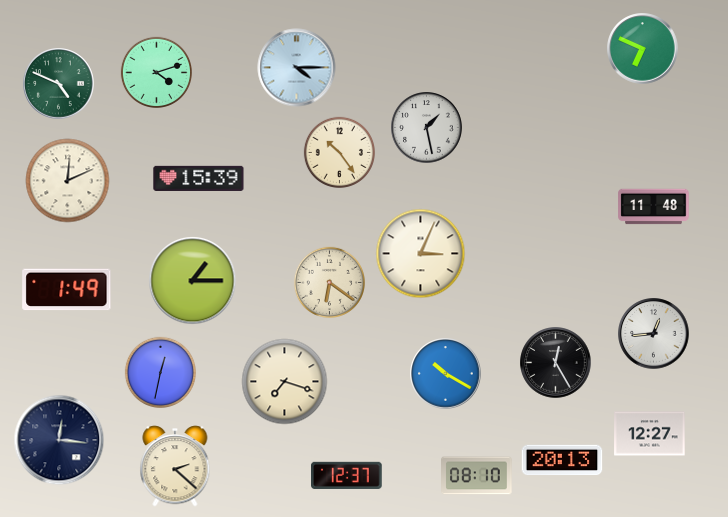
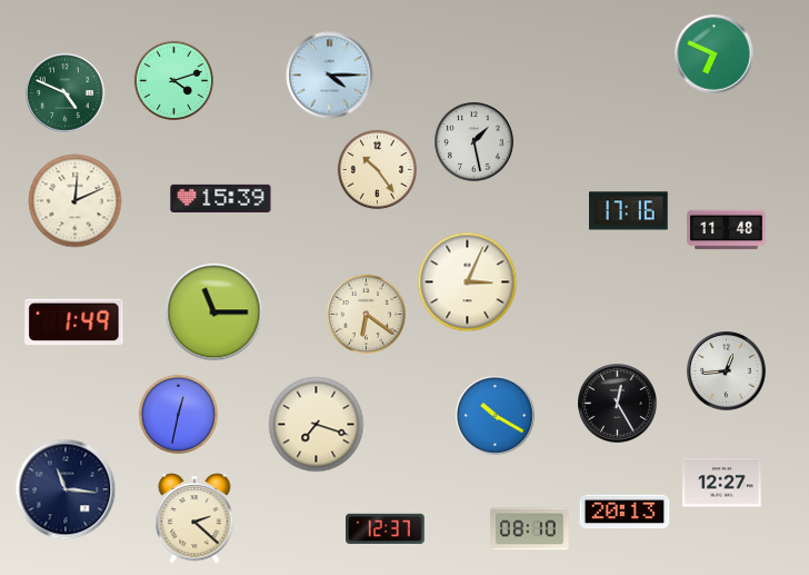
clock at (629, 211): none -> 17:16
clock at (193, 281): 1:15 -> 11:15
clock at (59, 440): 12:16 -> 11:16
